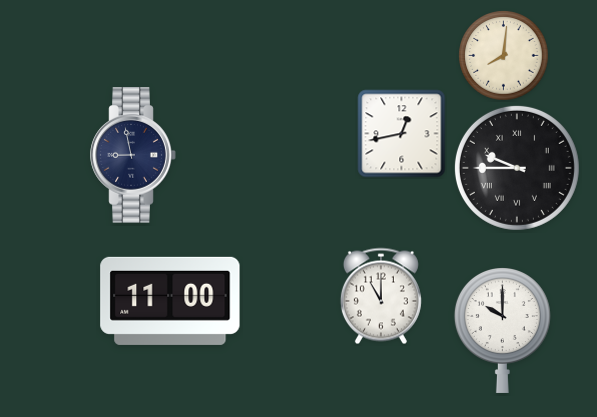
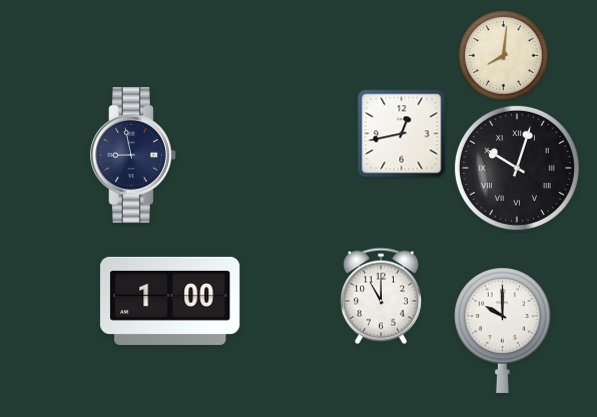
clock at (517, 168): 9:45 -> 10:03
clock at (170, 301): 11:00 -> 1:00
